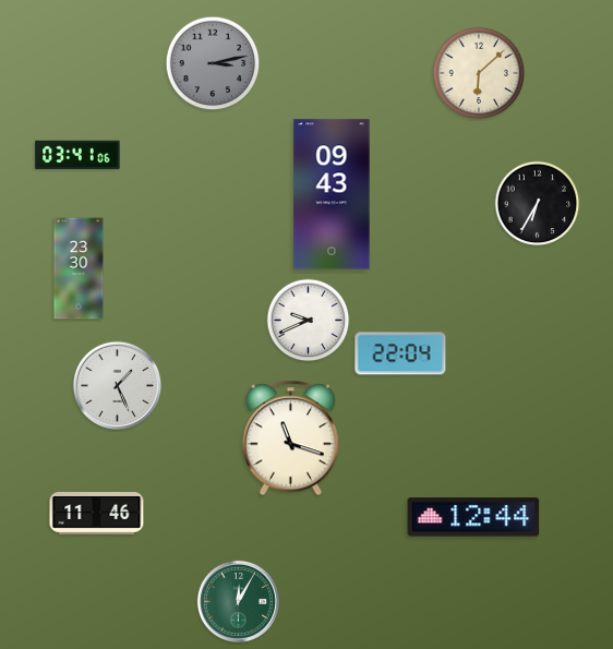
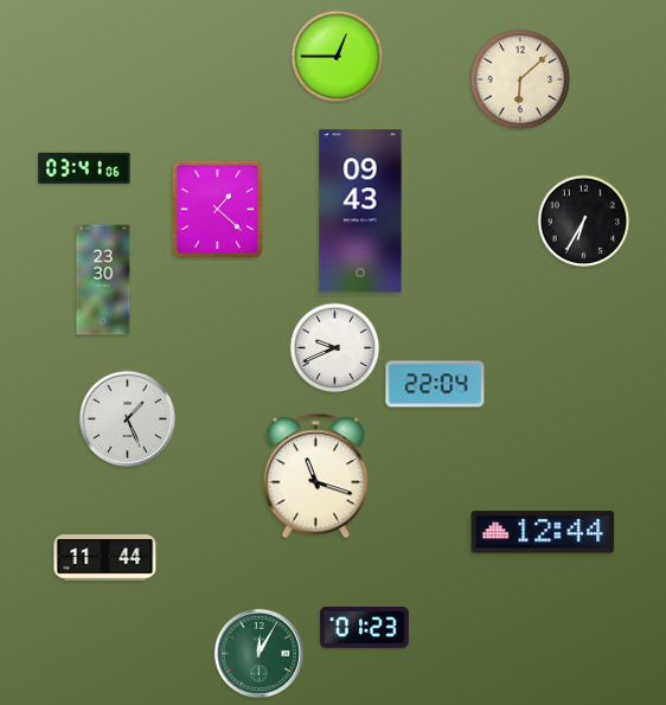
clock at (338, 57): none -> 12:45
clock at (213, 63): 3:13 -> none
clock at (217, 209): none -> 1:22
clock at (79, 268) position: (79, 268) -> (103, 280)
clock at (97, 514): 11:46 -> 11:44
clock at (473, 517) position: (473, 517) -> (543, 532)
clock at (365, 628): none -> 01:23
